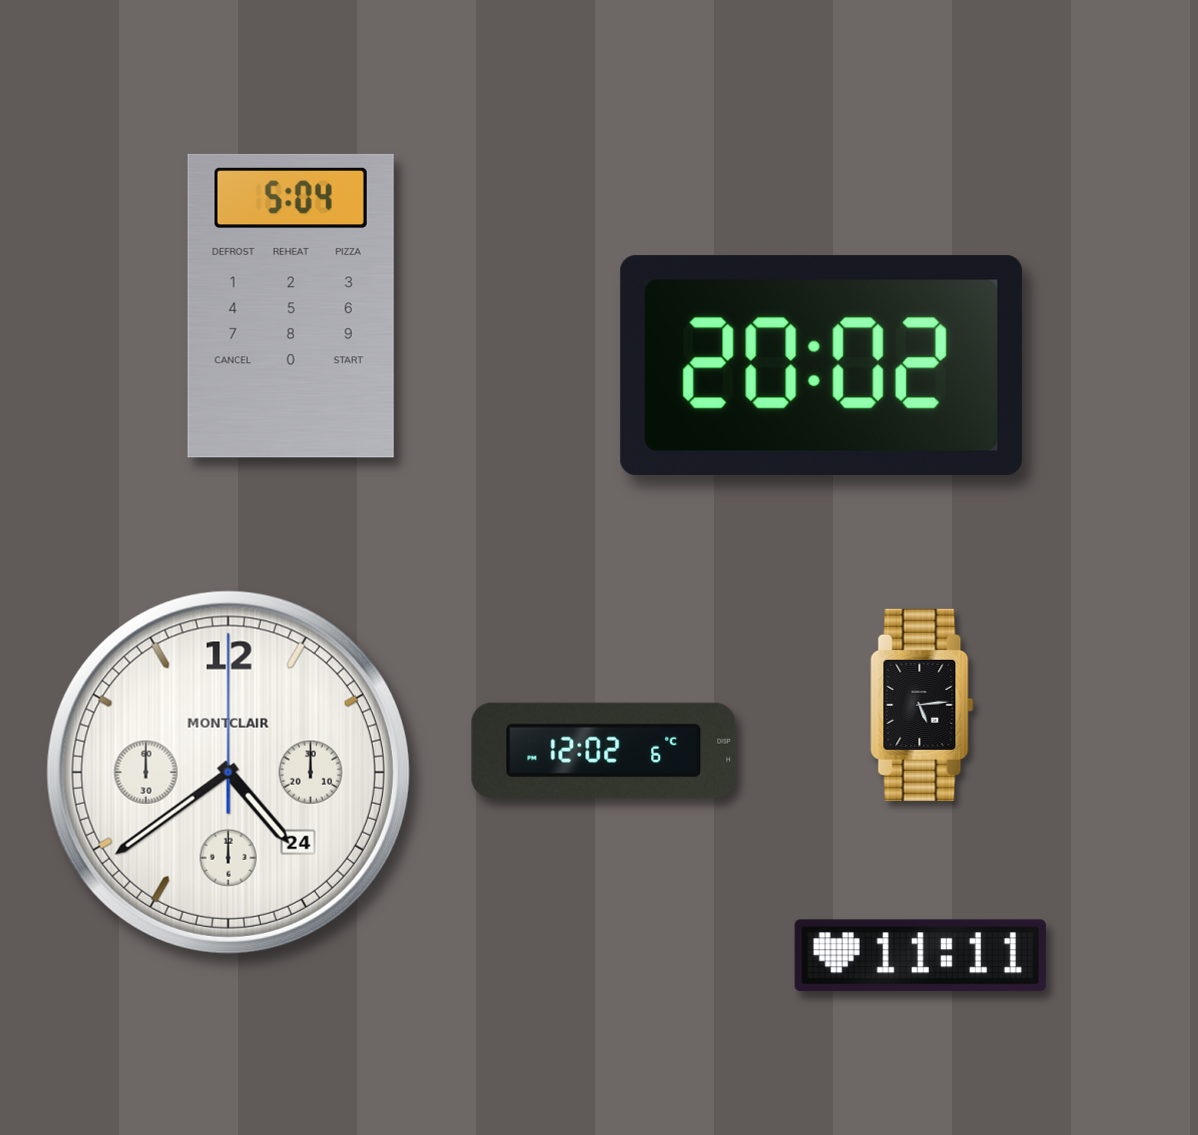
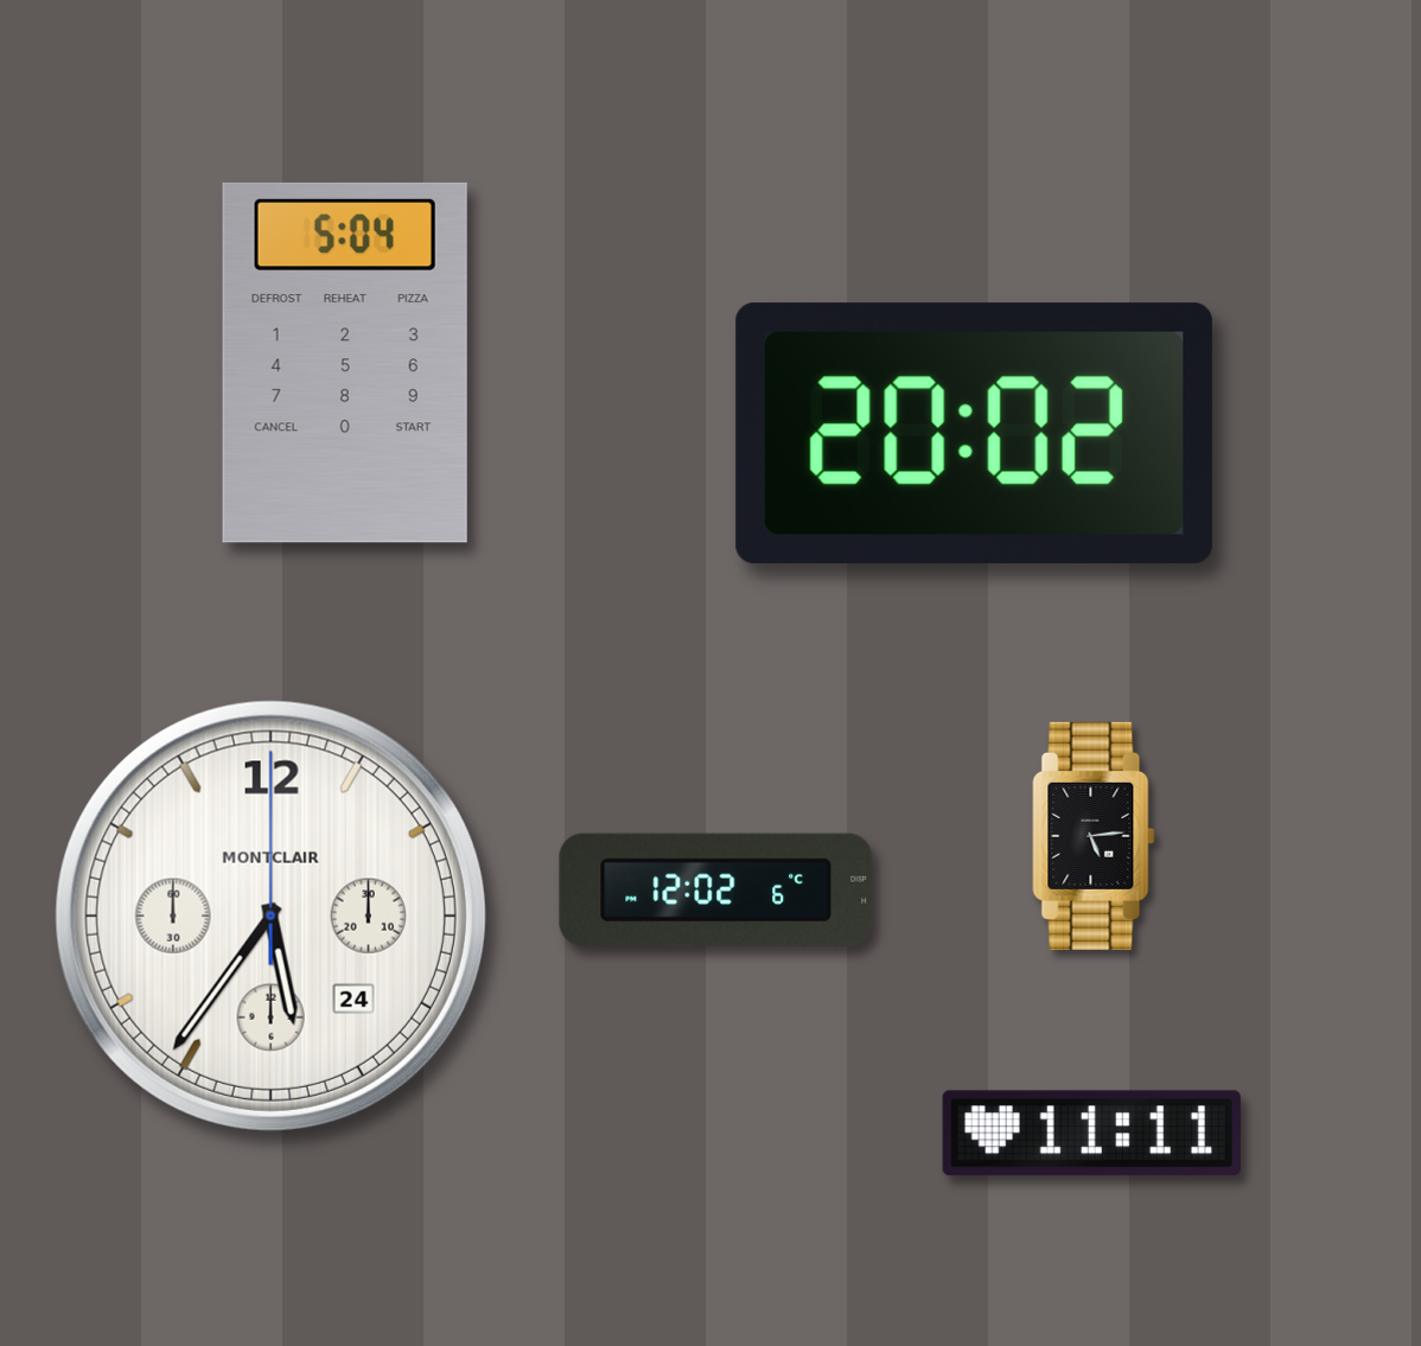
clock at (228, 772): 4:39 -> 5:36
